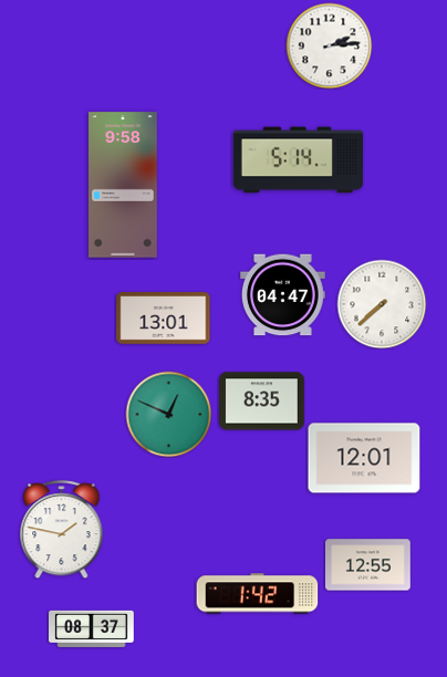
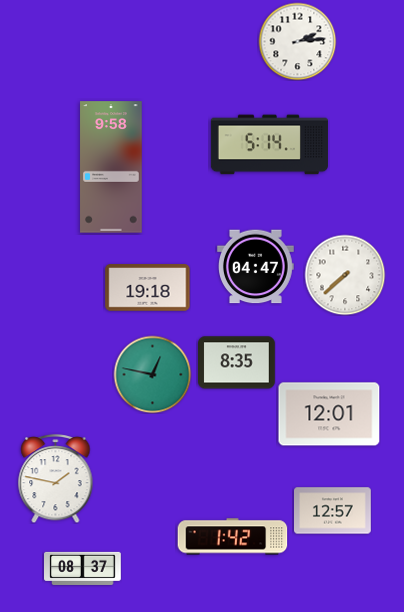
clock at (164, 319): 13:01 -> 19:18
clock at (168, 414): 12:49 -> 12:47
clock at (368, 565): 12:55 -> 12:57
